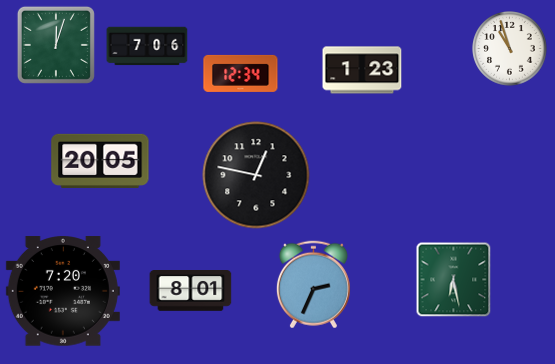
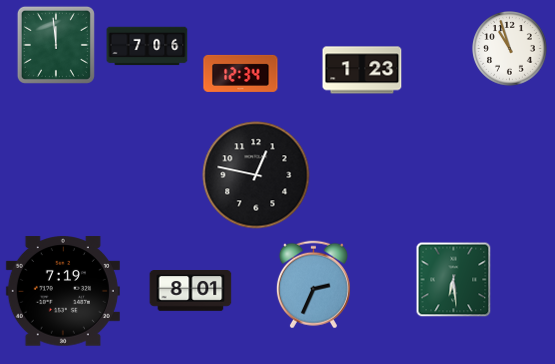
clock at (56, 45): 12:03 -> 11:59
clock at (100, 161): 20:05 -> none
clock at (454, 280): 6:28 -> 6:29
clock at (63, 291): 7:20 -> 7:19
